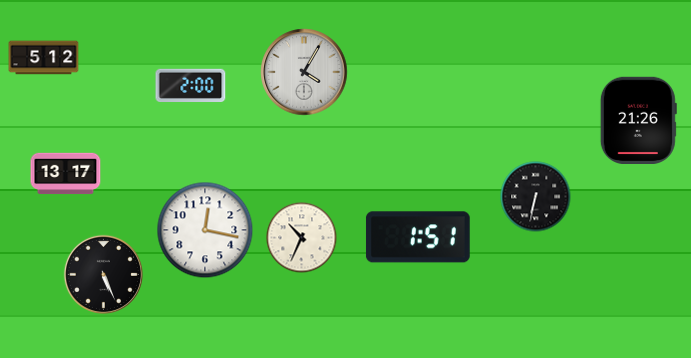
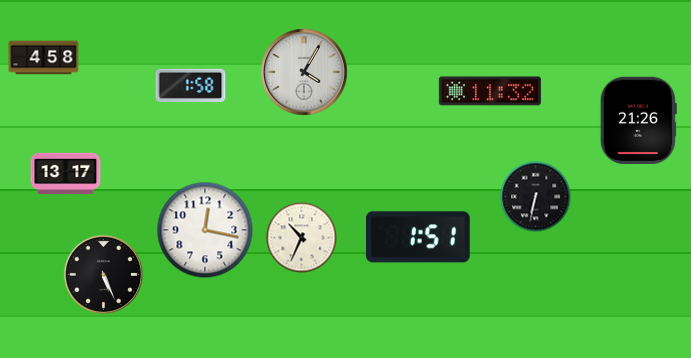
clock at (44, 58): 5:12 -> 4:58
clock at (191, 85): 2:00 -> 1:58
clock at (490, 91): none -> 11:32
